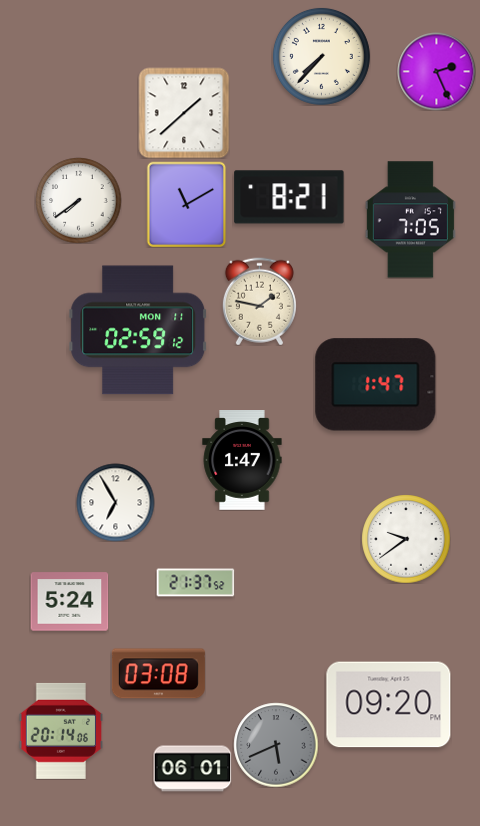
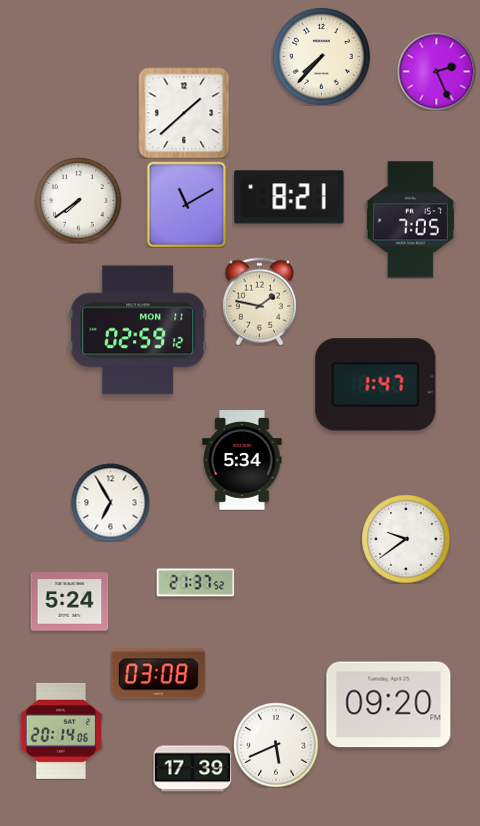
clock at (242, 461): 1:47 -> 5:34
clock at (115, 502) position: (115, 502) -> (110, 502)
clock at (276, 745) dial: grey -> white
clock at (192, 769): 06:01 -> 17:39
